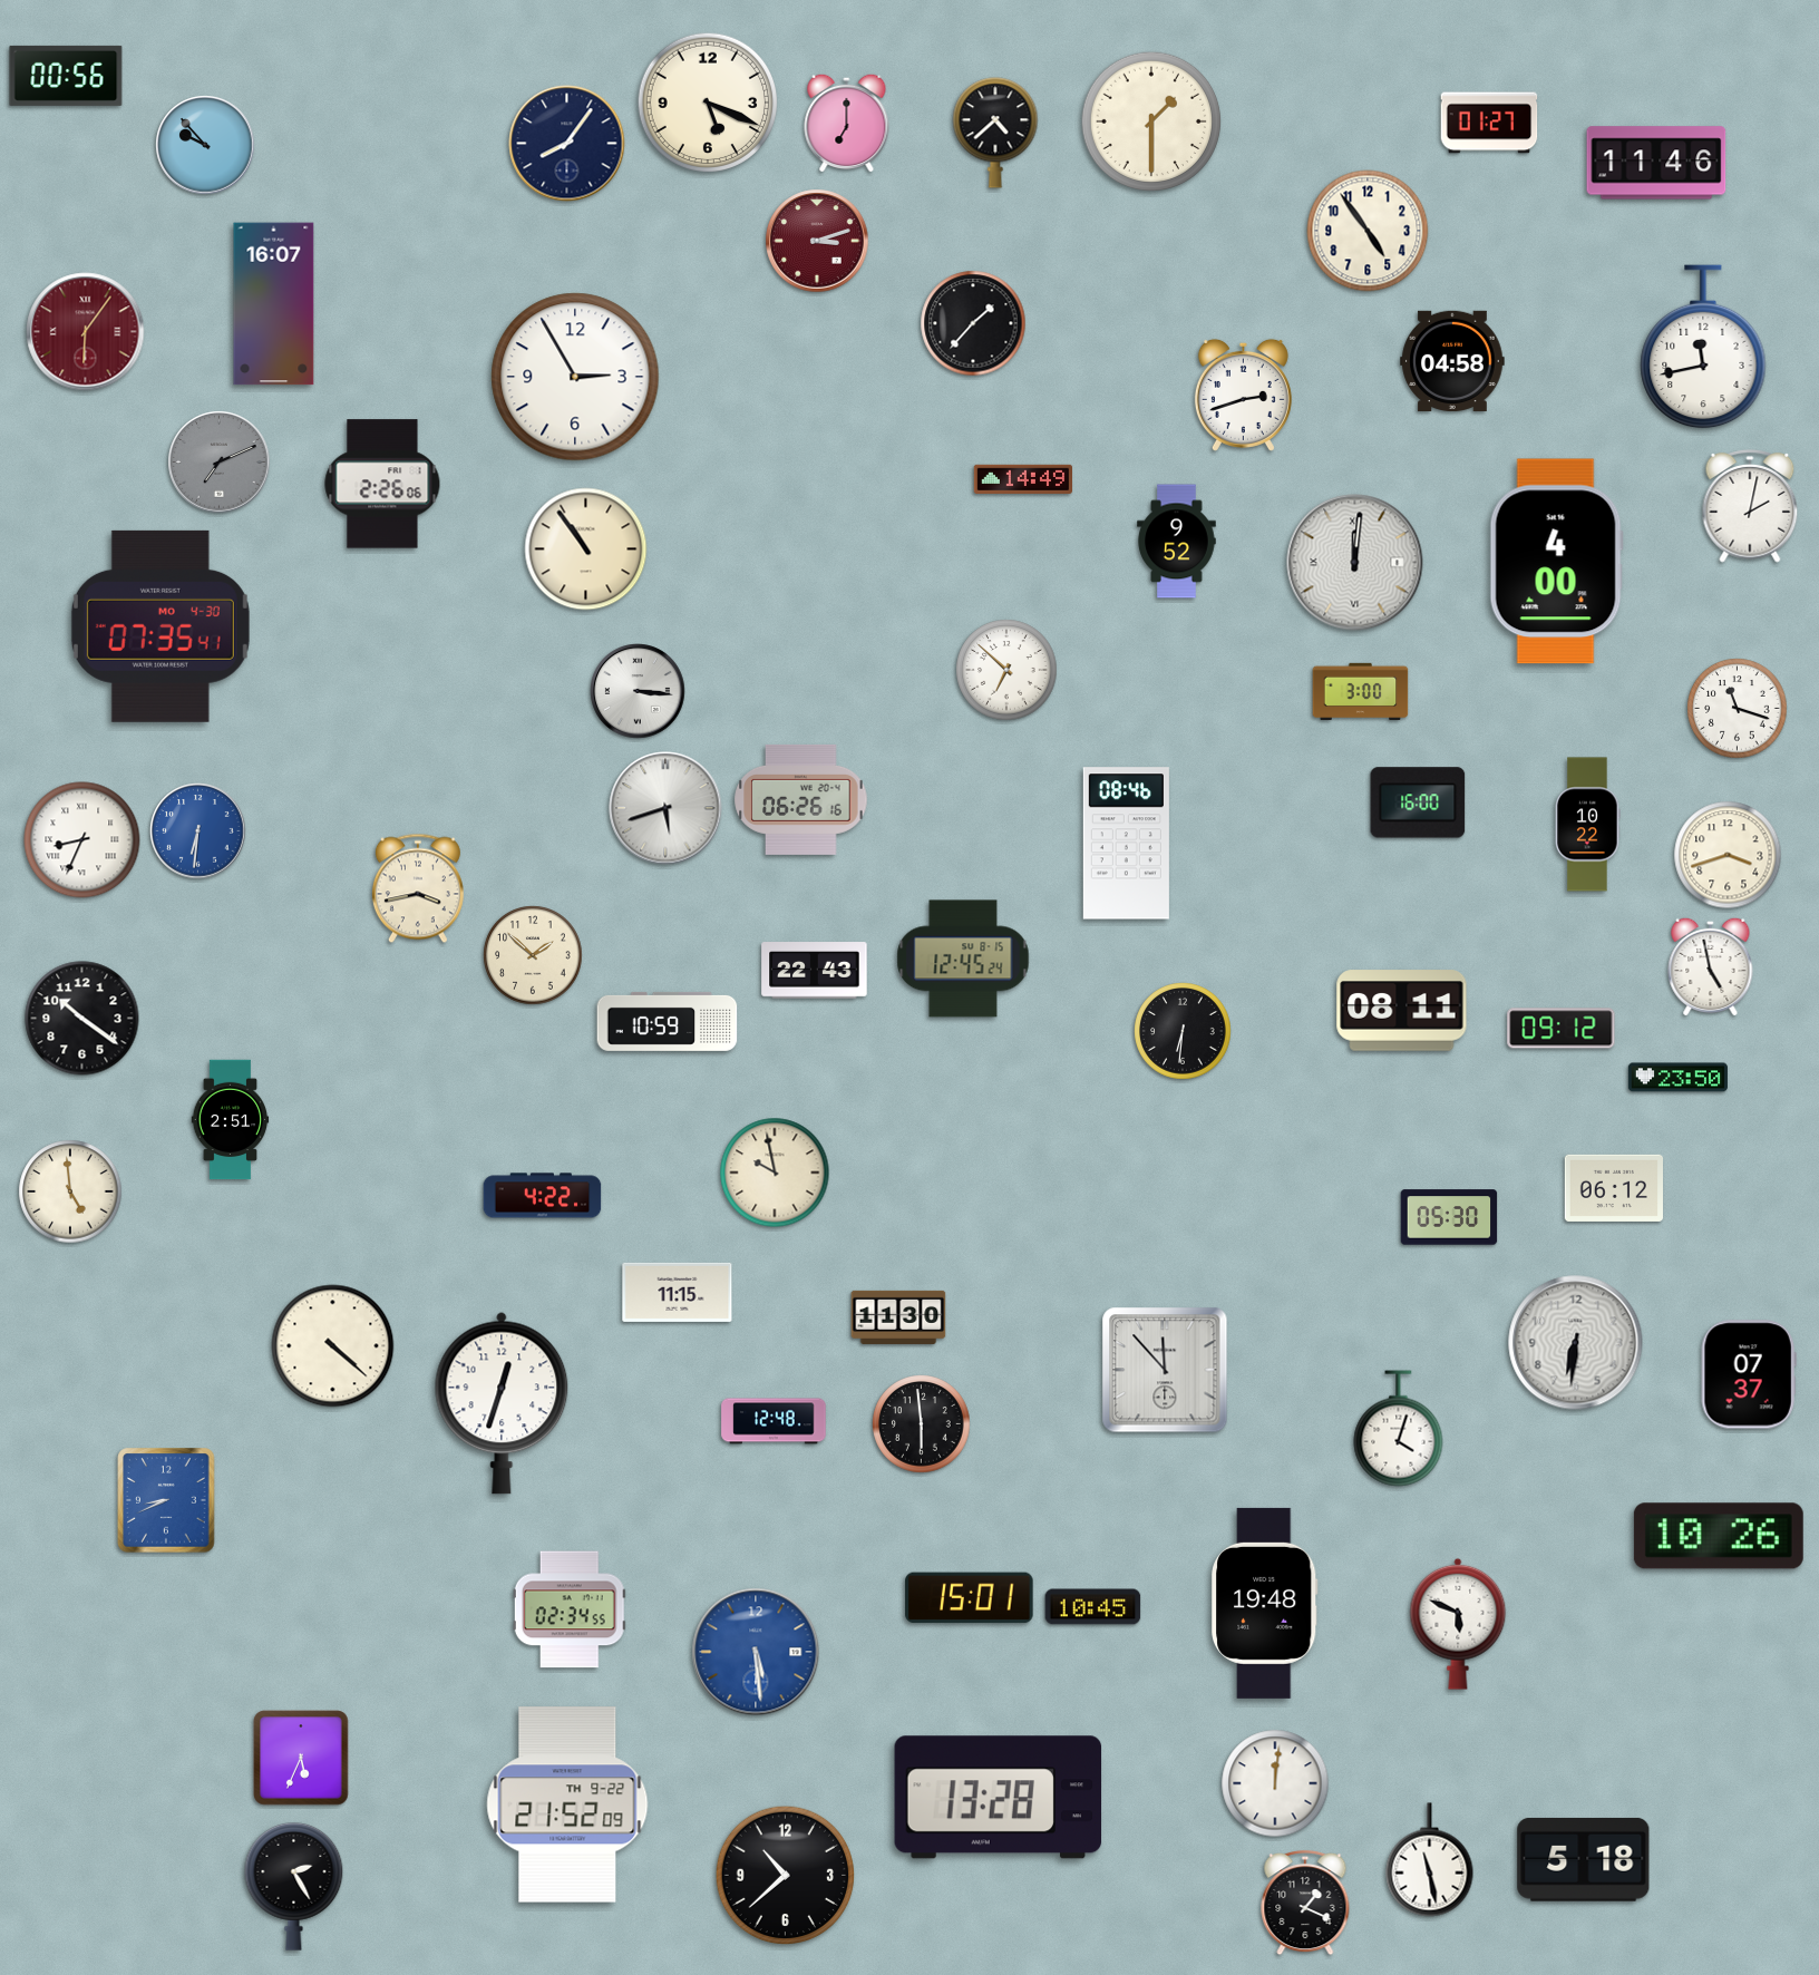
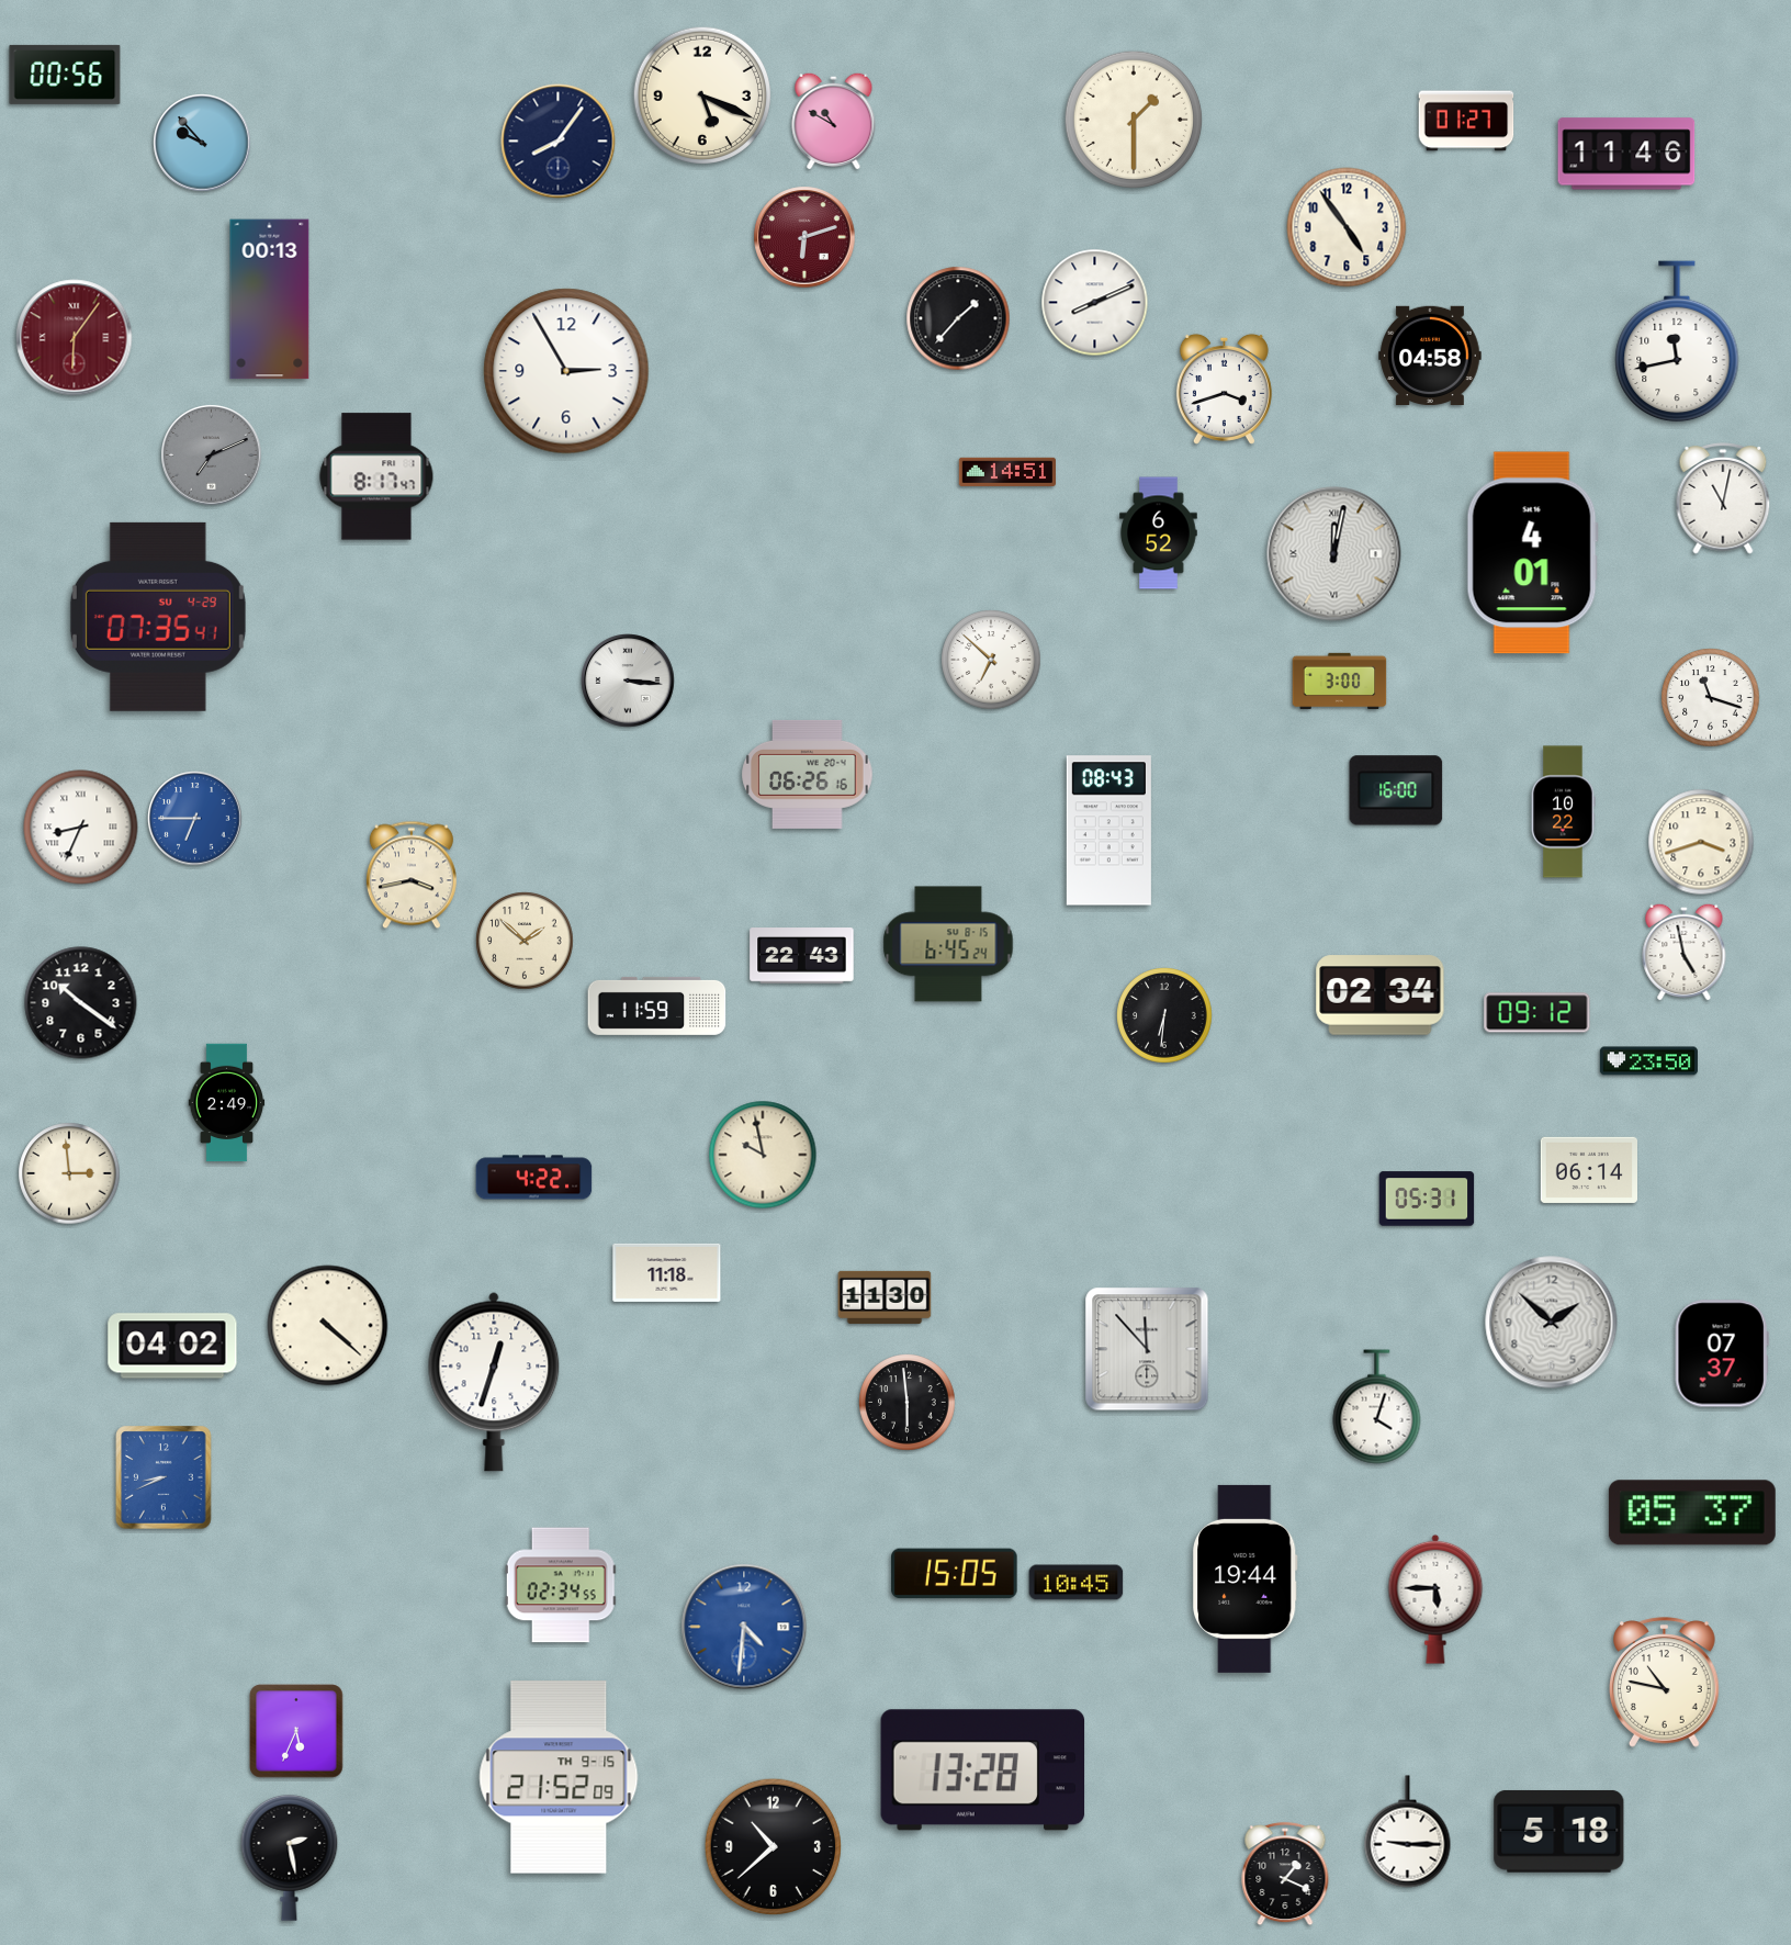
clock at (708, 103) position: (708, 103) -> (702, 95)
clock at (847, 123): 7:00 -> 10:50
clock at (995, 133): 4:38 -> none
clock at (1656, 163) position: (1656, 163) -> (1626, 154)
clock at (817, 241): 3:12 -> 6:12
clock at (274, 304): 16:07 -> 00:13
clock at (1095, 303): none -> 8:11
clock at (86, 332) position: (86, 332) -> (75, 338)
clock at (1243, 395): 2:42 -> 3:42
clock at (220, 463) position: (220, 463) -> (212, 456)
clock at (1022, 478): 14:49 -> 14:51
clock at (382, 484): 2:26 -> 8:17
clock at (1750, 506): 2:02 -> 11:02
clock at (1177, 542): 9:52 -> 6:52
clock at (586, 549): 10:54 -> none
clock at (1556, 562): 4:00 -> 4:01
clock at (1355, 563): 12:01 -> 12:02
clock at (160, 626) date: MO 4-30 -> SU 4-29
clock at (801, 799) position: (801, 799) -> (808, 774)
clock at (665, 808): 5:42 -> none
clock at (198, 831): 6:31 -> 6:45
clock at (1126, 844): 08:46 -> 08:43
clock at (963, 959): 12:45 -> 6:45
clock at (1402, 1011): 08:11 -> 02:34
clock at (668, 1021): 10:59 -> 11:59
clock at (1677, 1078) position: (1677, 1078) -> (1648, 1061)
clock at (231, 1120): 2:51 -> 2:49
clock at (1613, 1188): 06:12 -> 06:14
clock at (70, 1191): 4:59 -> 2:59
clock at (1449, 1217): 05:30 -> 05:31
clock at (678, 1292): 11:15 -> 11:18
clock at (1576, 1343): 6:31 -> 1:52
clock at (172, 1346): none -> 04:02
clock at (774, 1421): 12:48 -> none
clock at (1719, 1536): 10:26 -> 05:37
clock at (970, 1598): 15:01 -> 15:05
clock at (1265, 1603): 19:48 -> 19:44
clock at (1458, 1624): 5:49 -> 5:45
clock at (756, 1652): 5:29 -> 4:31
clock at (1665, 1683): none -> 10:47
clock at (1275, 1783): 12:01 -> none
clock at (567, 1804) date: TH 9-22 -> TH 9-15
clock at (1430, 1860): 11:28 -> 9:15
clock at (294, 1886): 2:25 -> 2:28
